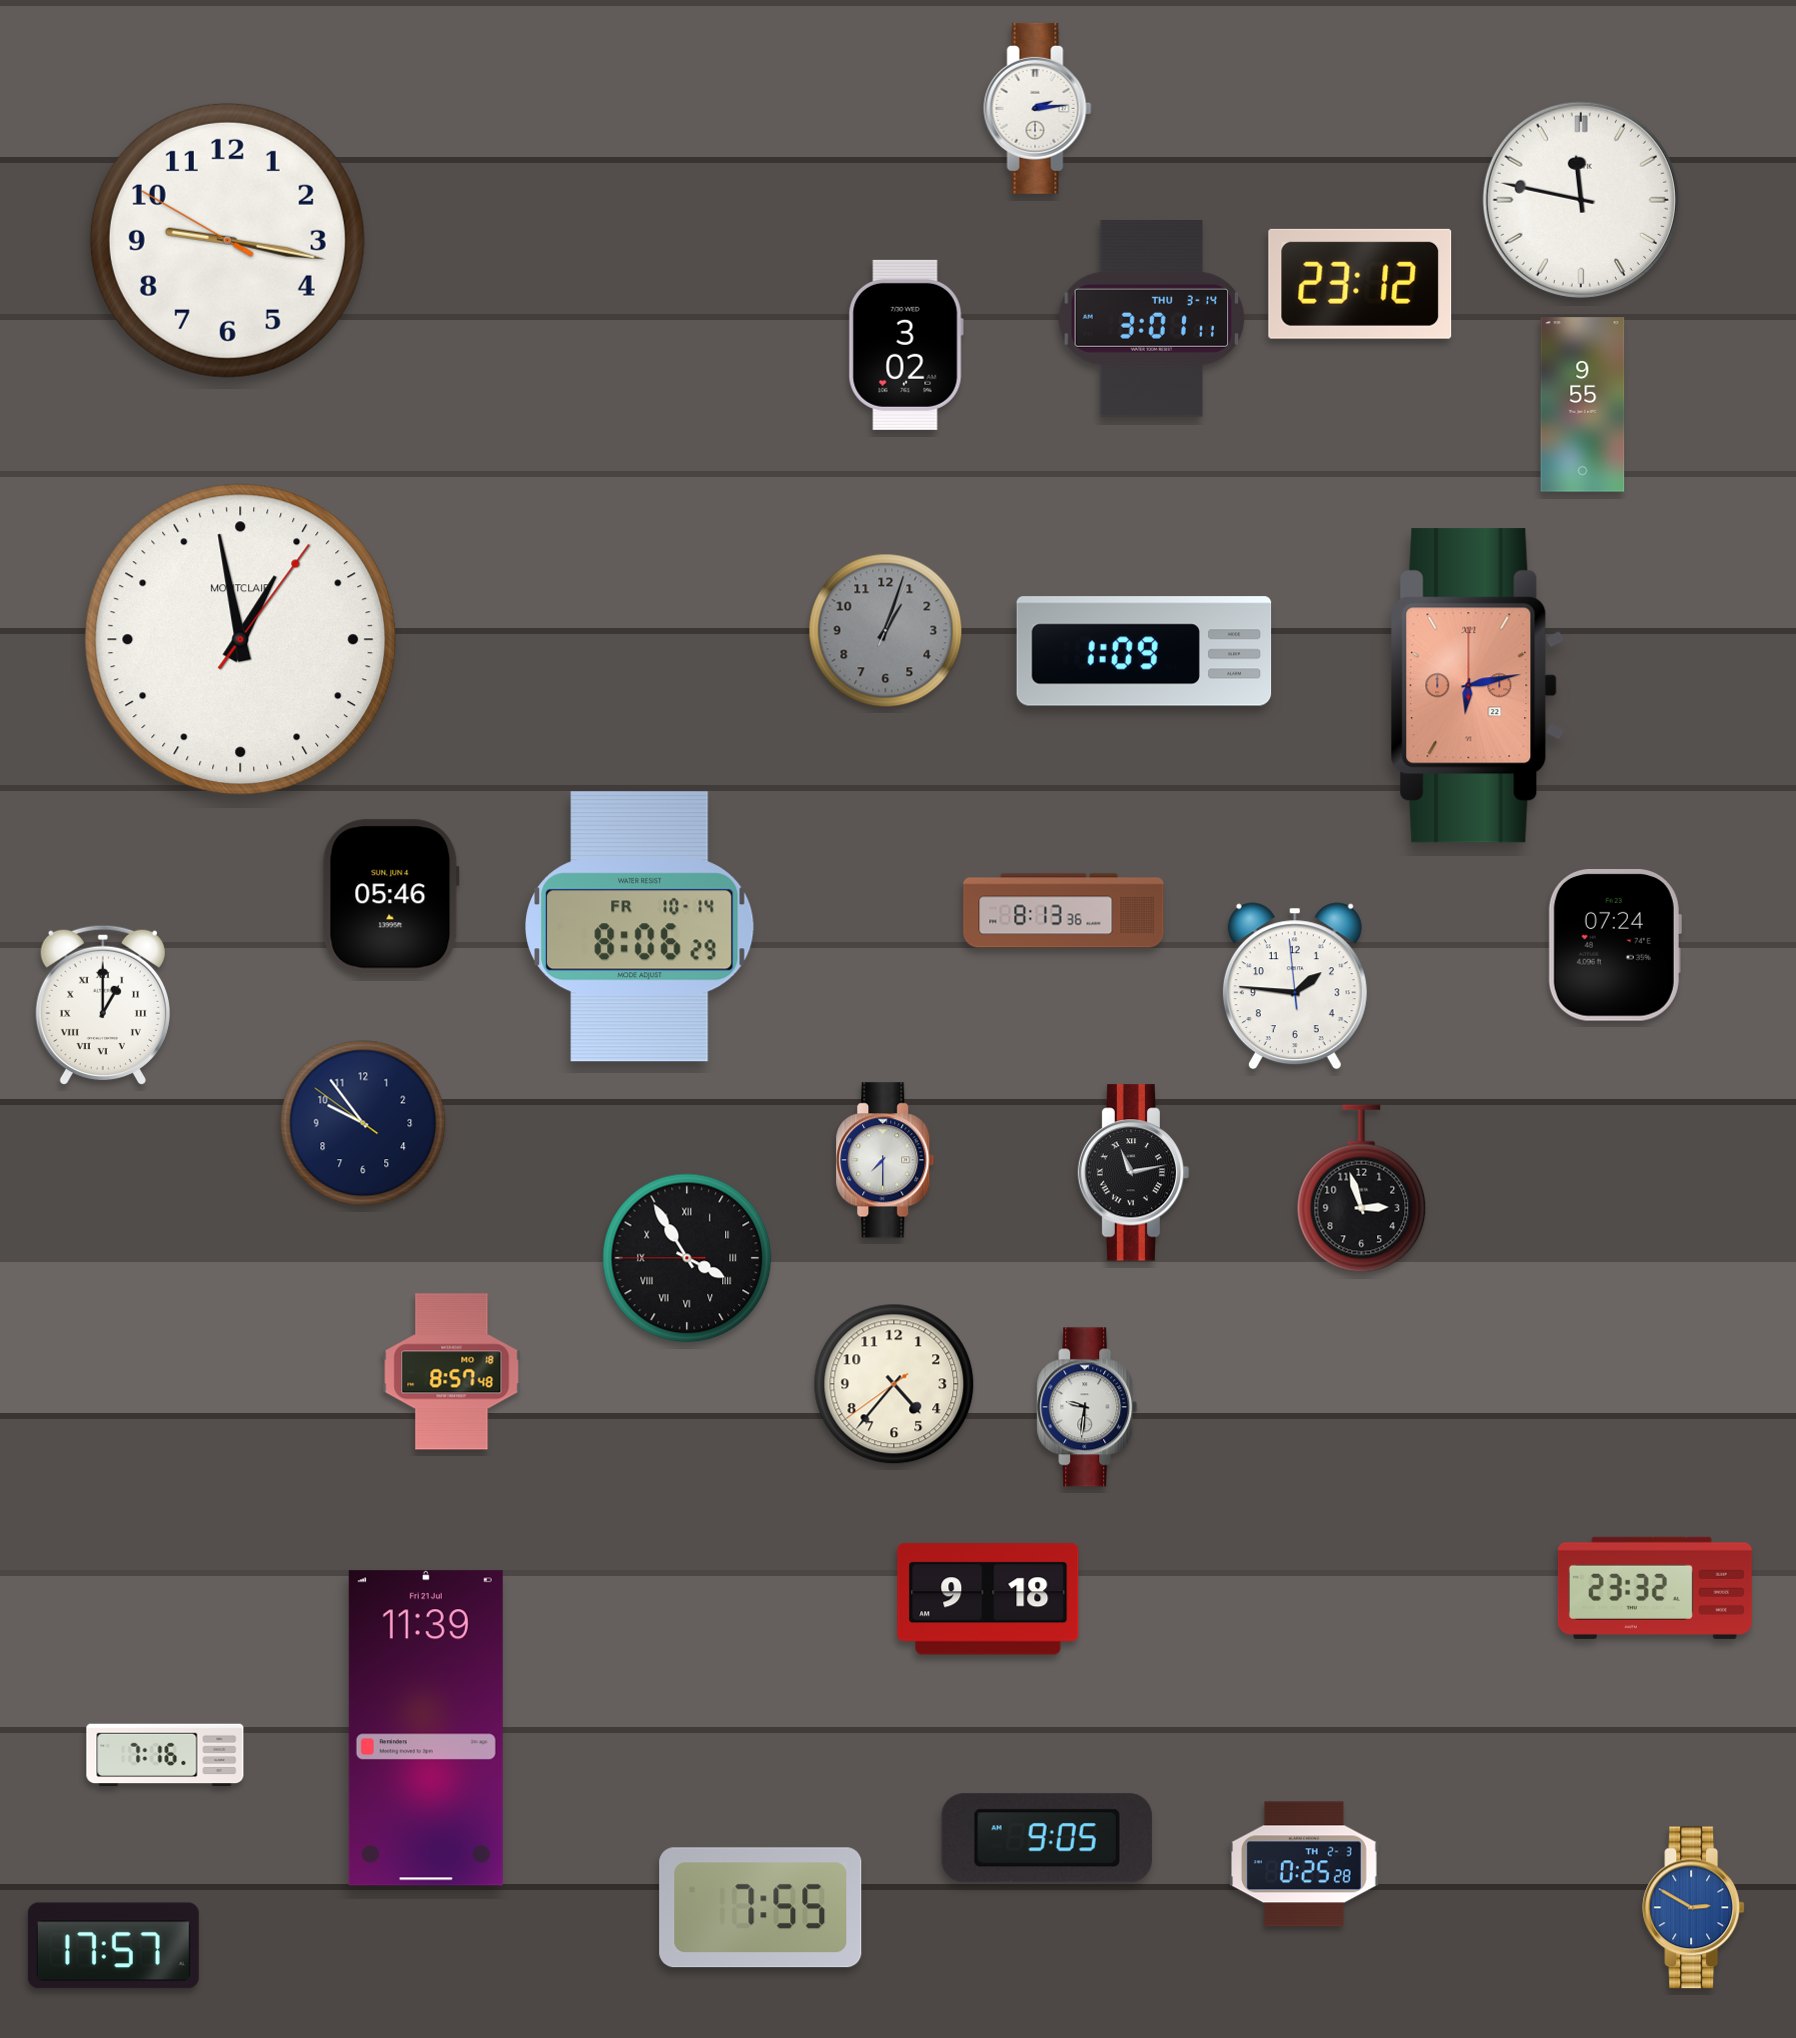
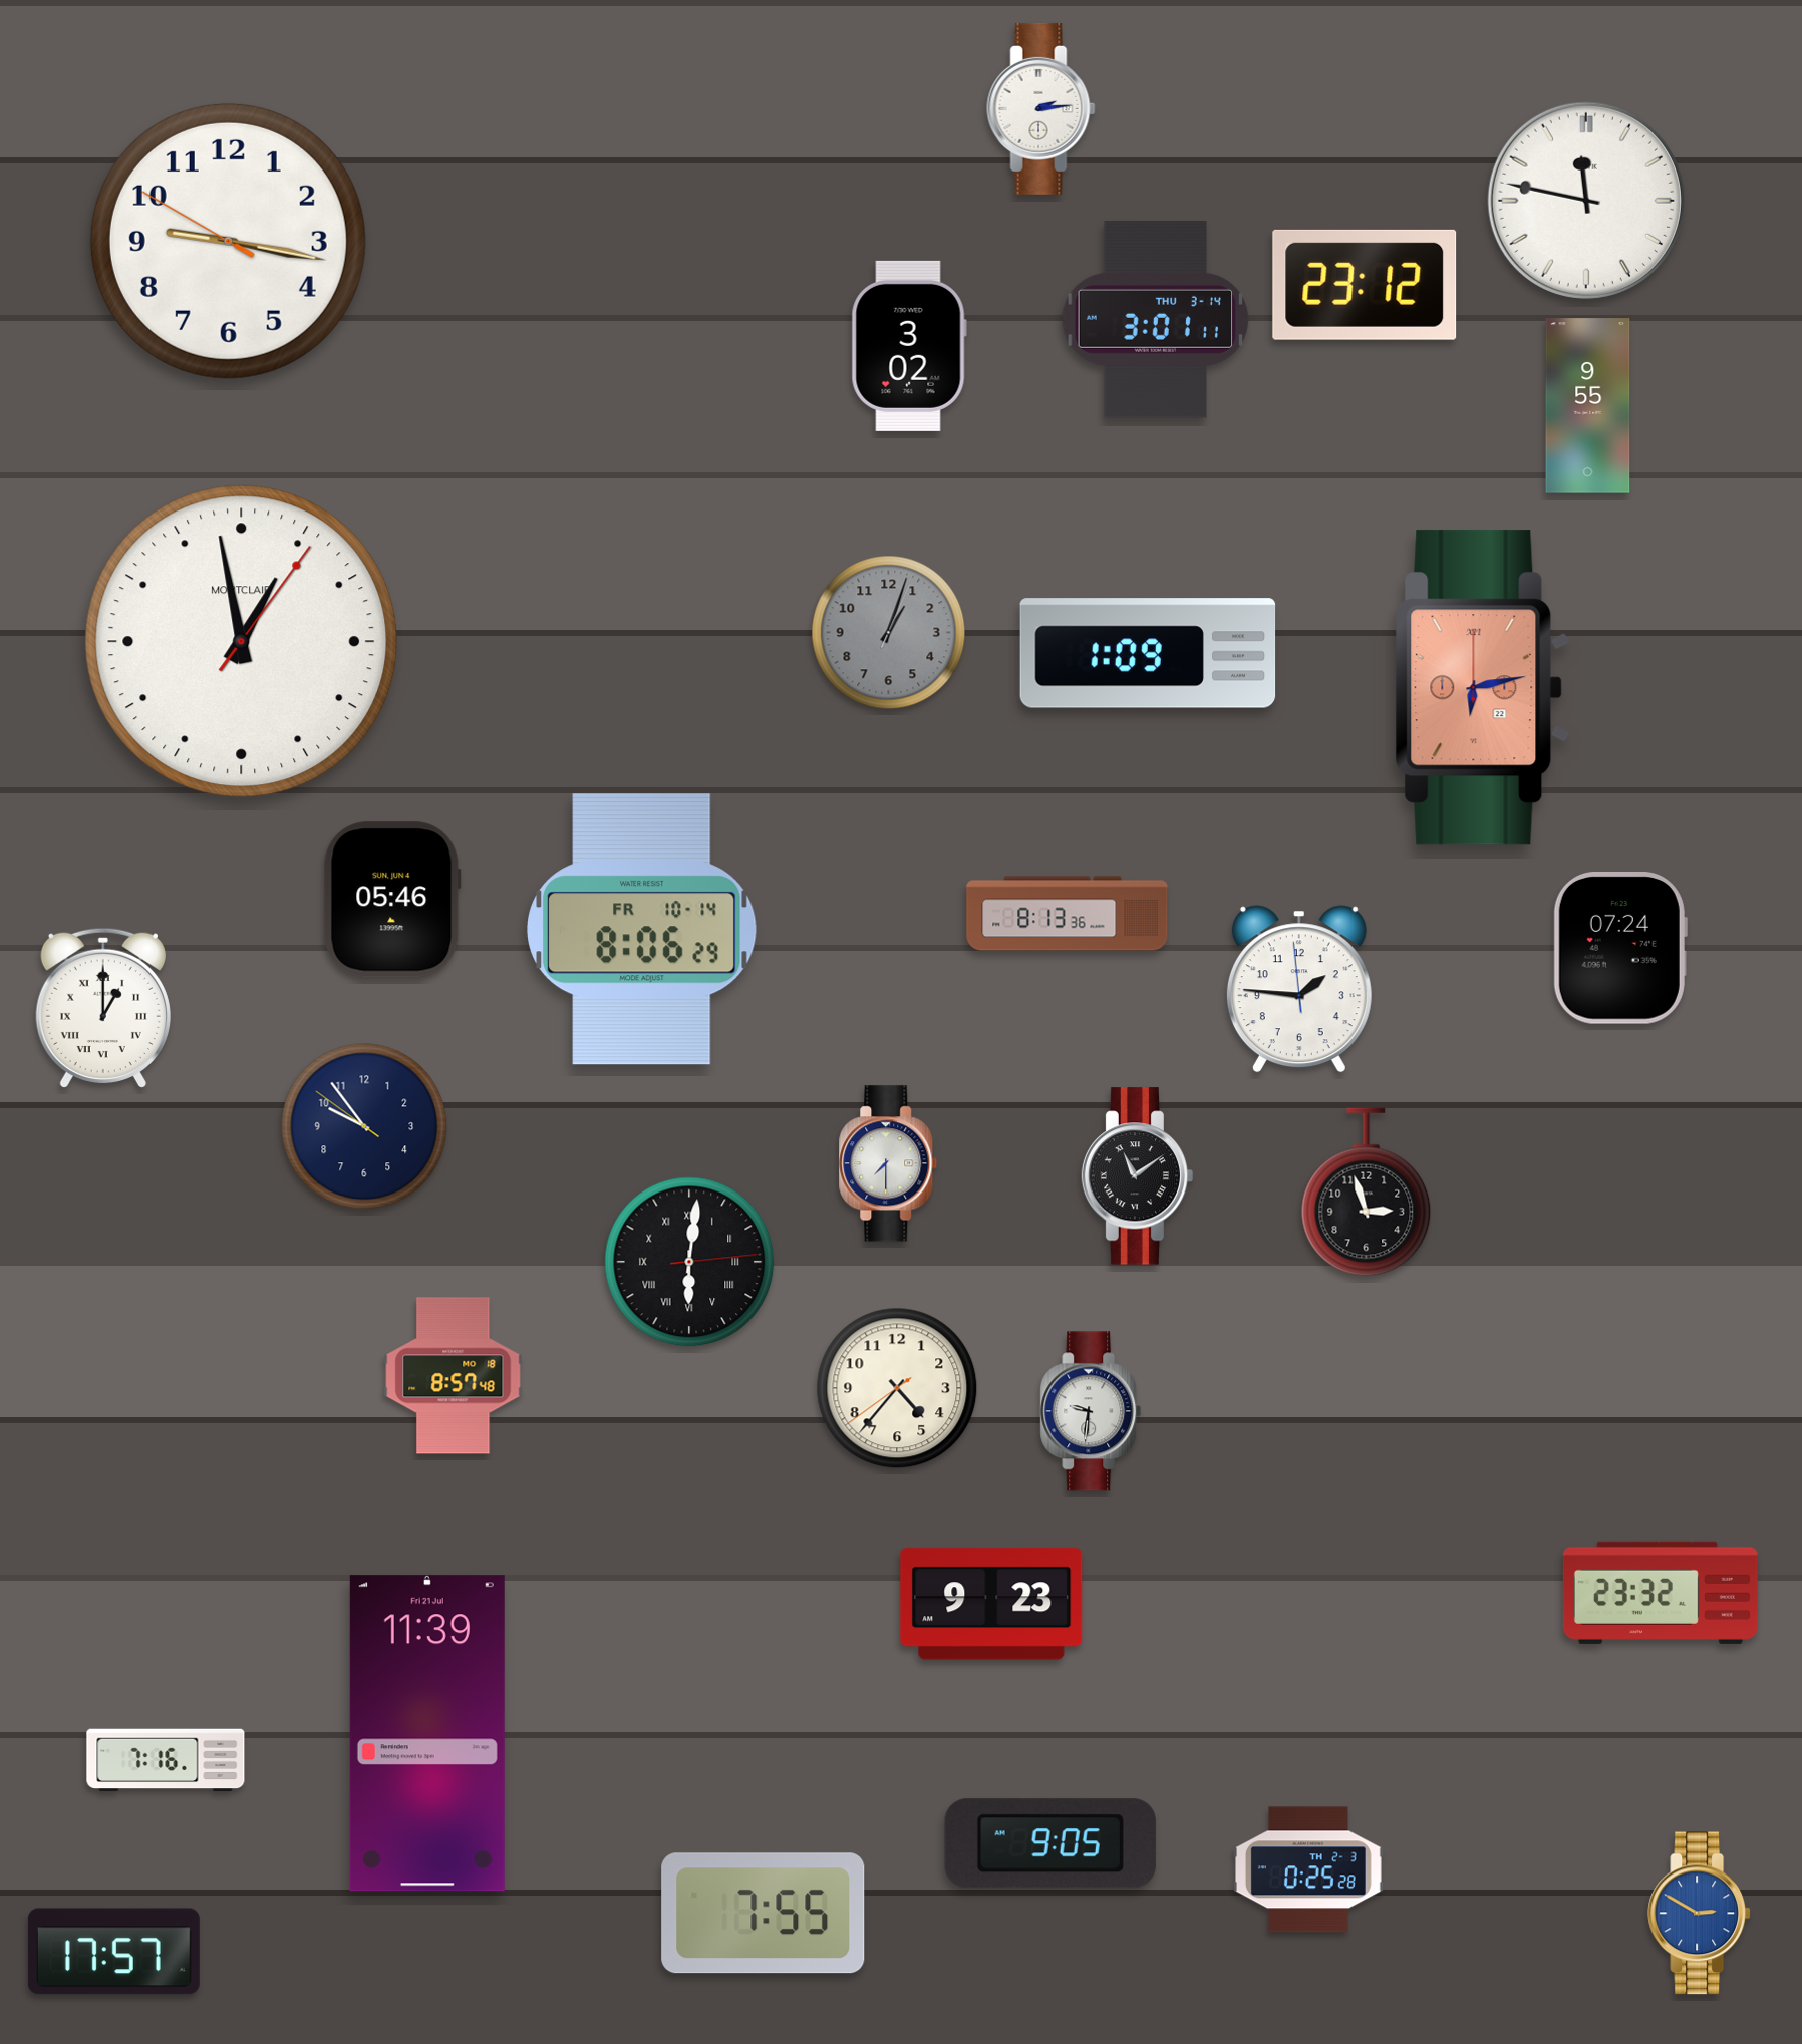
clock at (1134, 1173): 11:13 -> 11:09
clock at (687, 1258): 3:54 -> 6:01
clock at (988, 1599): 9:18 -> 9:23
